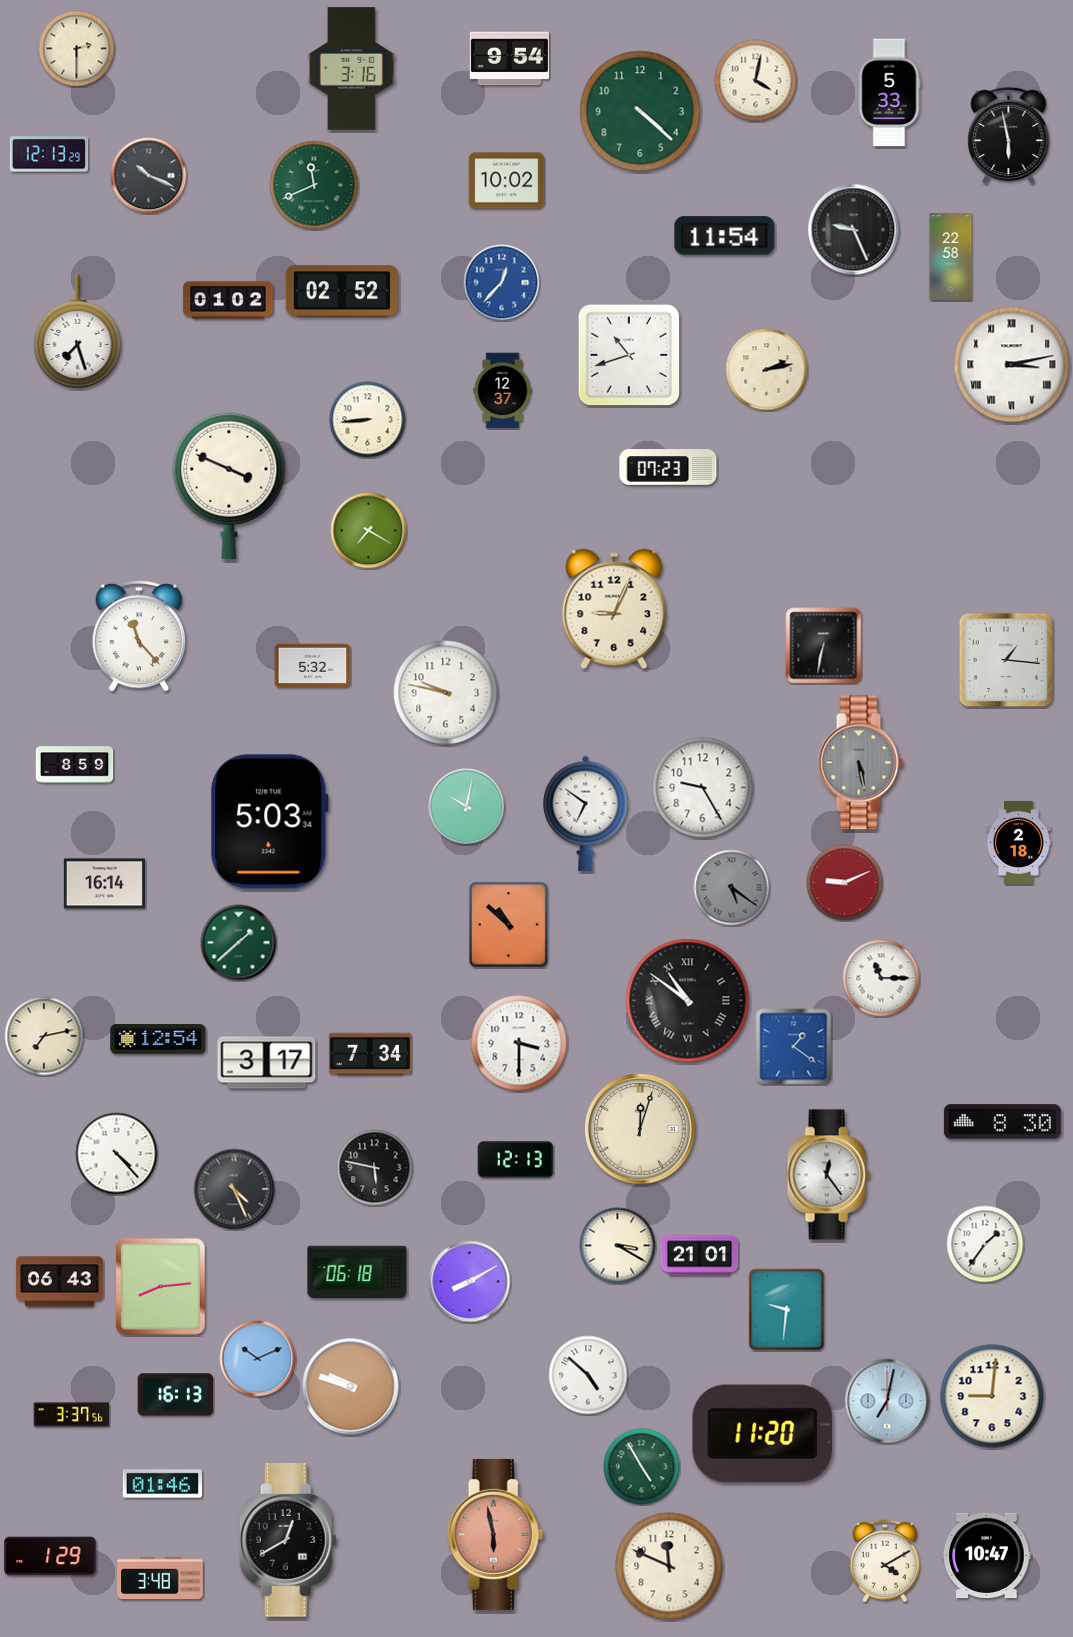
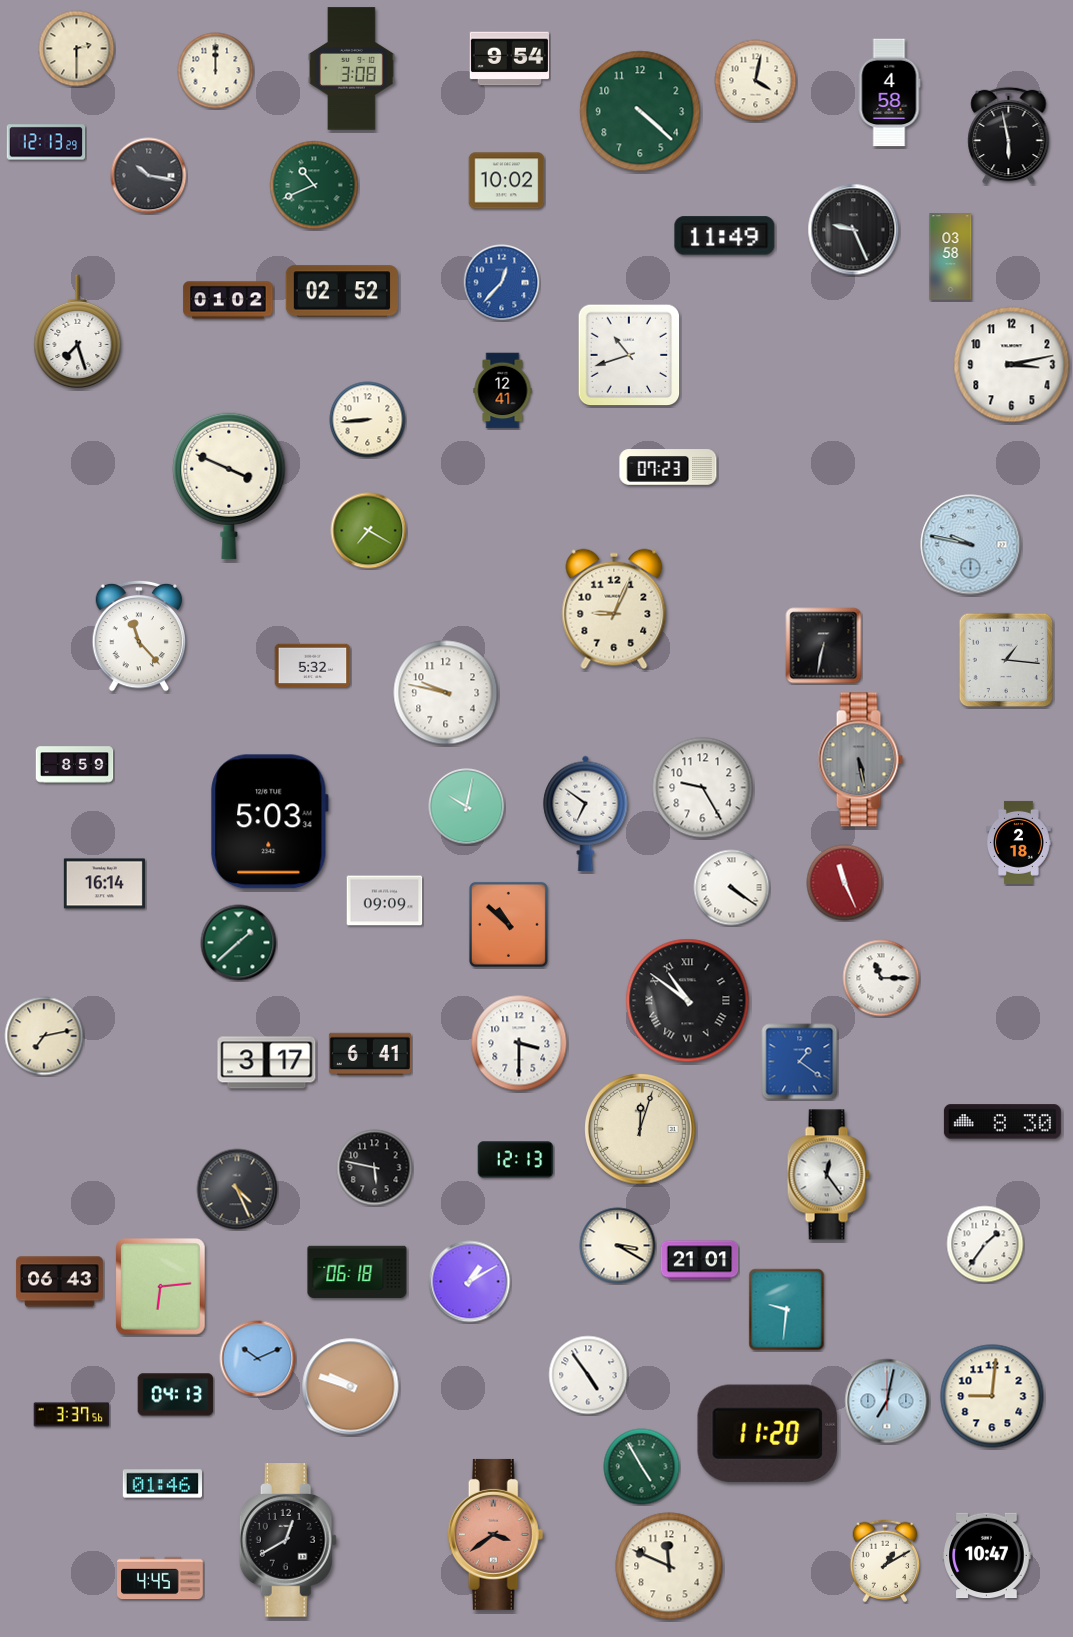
clock at (351, 69): 3:16 -> 3:08
clock at (216, 71): none -> 12:00
clock at (889, 93): 5:33 -> 4:58
clock at (49, 154) position: (49, 154) -> (46, 142)
clock at (149, 176): 10:19 -> 10:17
clock at (314, 185): 11:41 -> 10:41
clock at (725, 236): 11:54 -> 11:49
clock at (951, 257): 22:58 -> 03:58
clock at (1012, 365) numerals: Roman -> Arabic
clock at (767, 370): 2:13 -> none
clock at (503, 391): 12:37 -> 12:41
clock at (971, 545): none -> 9:47
clock at (860, 763) position: (860, 763) -> (860, 760)
clock at (845, 883): 9:11 -> 11:26
clock at (732, 888): 5:21 -> 4:21
clock at (732, 888) dial: grey -> white
clock at (385, 901): none -> 09:09
clock at (158, 1039): 12:54 -> none
clock at (794, 1047) position: (794, 1047) -> (800, 1062)
clock at (370, 1054): 7:34 -> 6:41
clock at (117, 1154): 4:23 -> none
clock at (234, 1189) position: (234, 1189) -> (237, 1189)
clock at (700, 1256) position: (700, 1256) -> (700, 1261)
clock at (470, 1282): 8:10 -> 1:10
clock at (161, 1287): 8:14 -> 6:14
clock at (588, 1375): 4:52 -> 4:54
clock at (176, 1395): 16:13 -> 04:13
clock at (762, 1433) position: (762, 1433) -> (767, 1433)
clock at (496, 1534): 5:58 -> 3:39
clock at (50, 1556): 1:29 -> none
clock at (885, 1561): 4:10 -> 1:10
clock at (160, 1578): 3:48 -> 4:45
